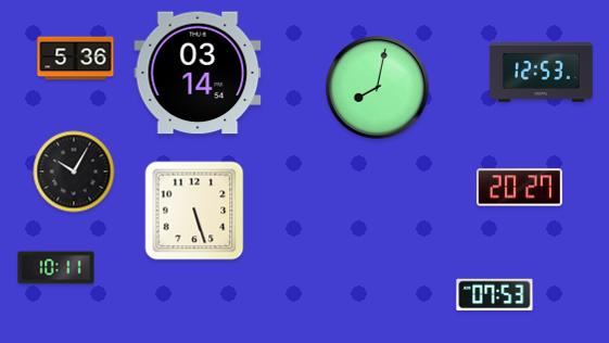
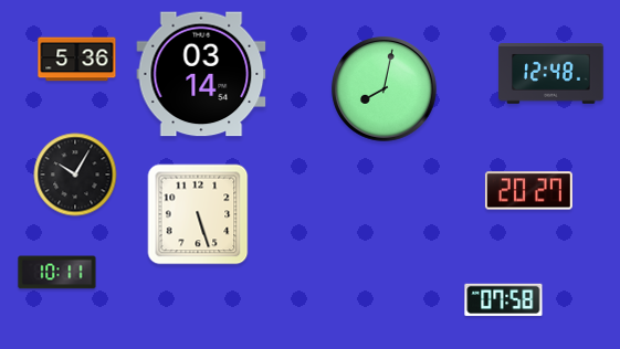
clock at (542, 73): 12:53 -> 12:48
clock at (495, 295): 07:53 -> 07:58
